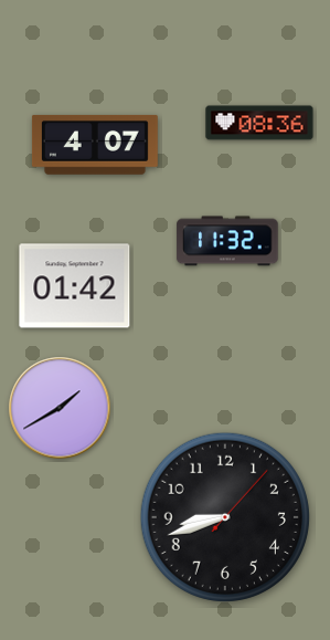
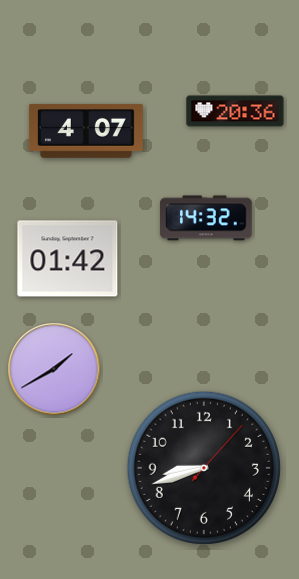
clock at (259, 123): 08:36 -> 20:36
clock at (227, 241): 11:32 -> 14:32
